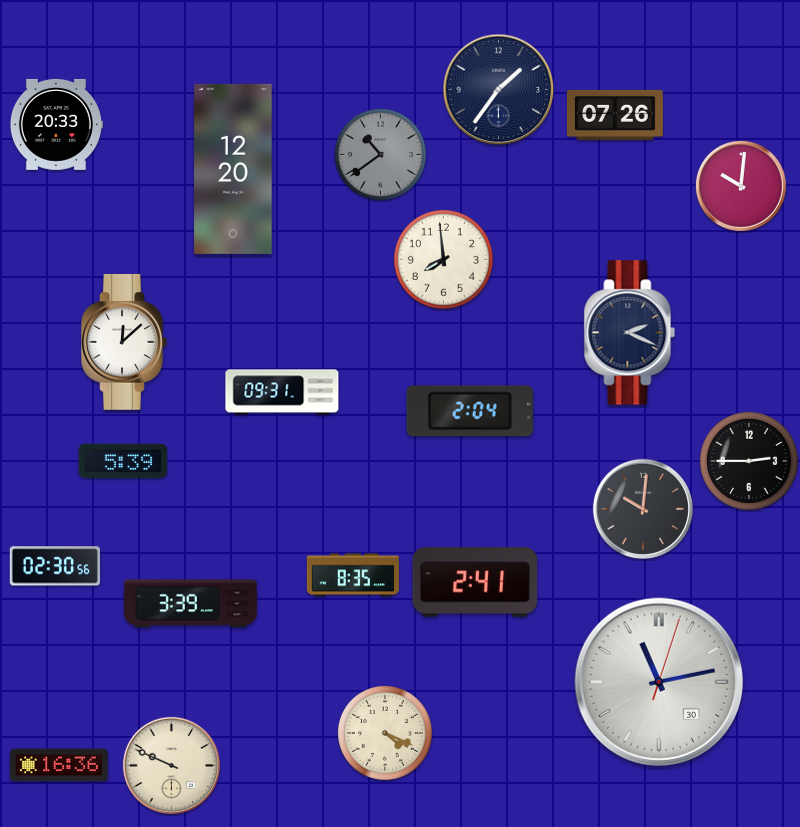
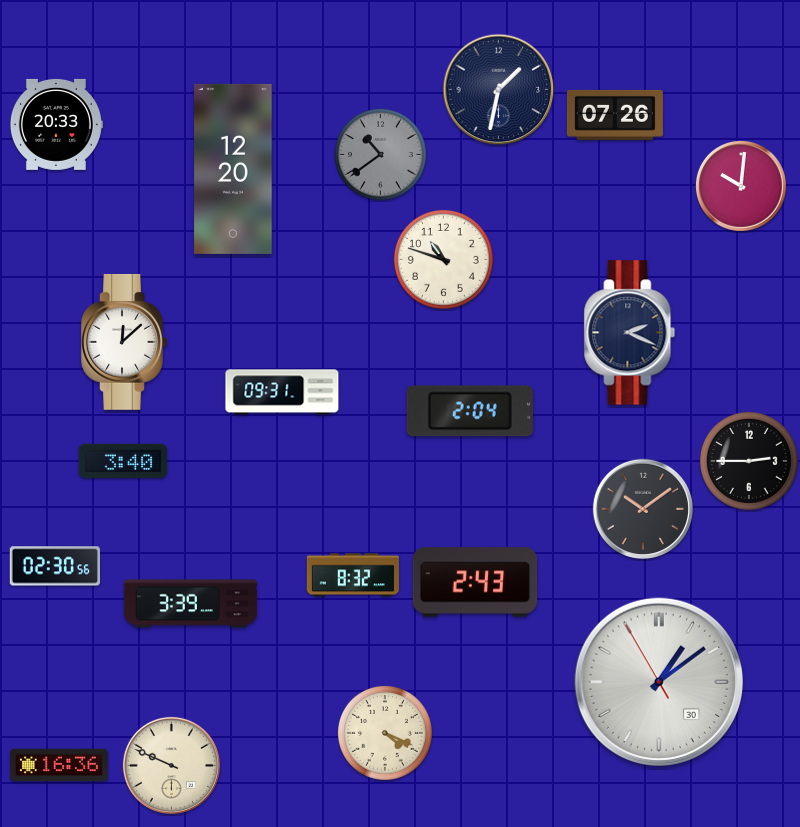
clock at (499, 90): 1:36 -> 1:32
clock at (443, 259): 7:59 -> 10:48
clock at (123, 461): 5:39 -> 3:40
clock at (643, 509): 10:01 -> 10:09
clock at (353, 575): 8:35 -> 8:32
clock at (475, 582): 2:41 -> 2:43
clock at (659, 682): 11:13 -> 1:08
